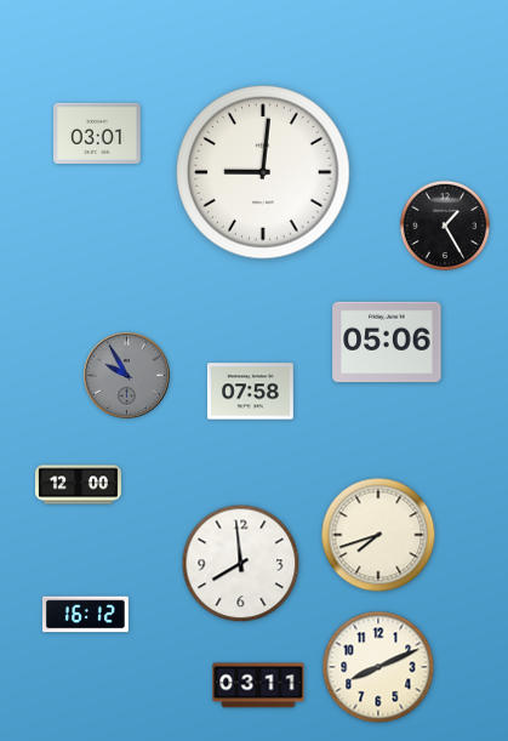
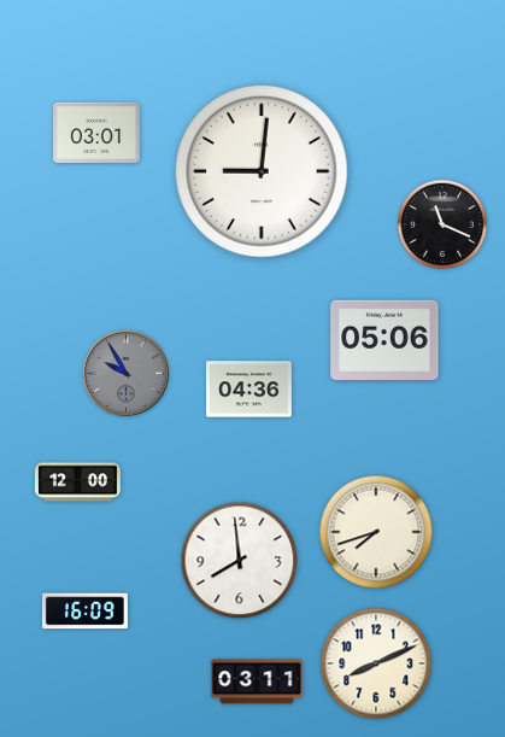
clock at (444, 224): 1:25 -> 11:19
clock at (250, 392): 07:58 -> 04:36
clock at (85, 615): 16:12 -> 16:09
